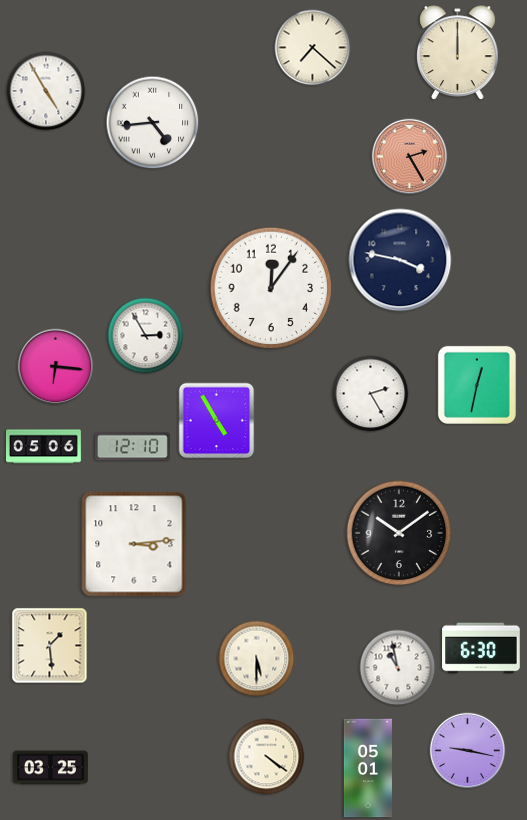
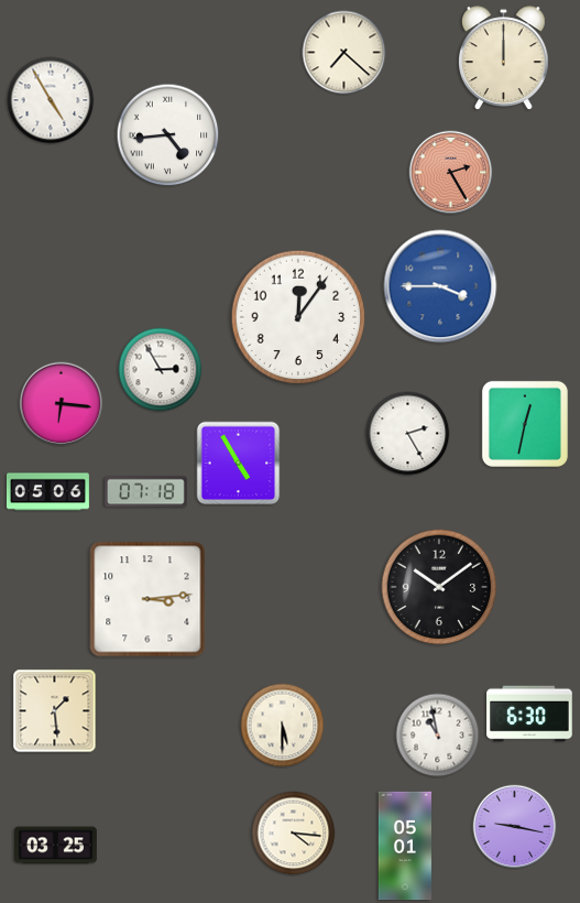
clock at (400, 260): 3:47 -> 3:45
clock at (400, 260) dial: navy -> blue
clock at (132, 447): 12:10 -> 07:18
clock at (267, 757): 4:21 -> 4:16
